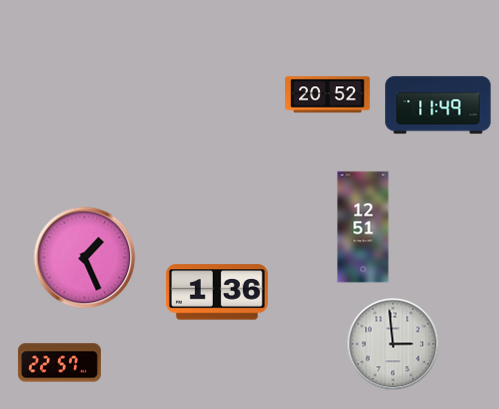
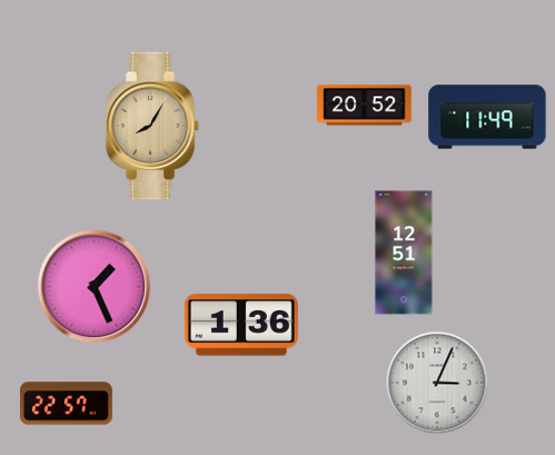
clock at (152, 126): none -> 8:05
clock at (393, 344): 2:59 -> 3:04
